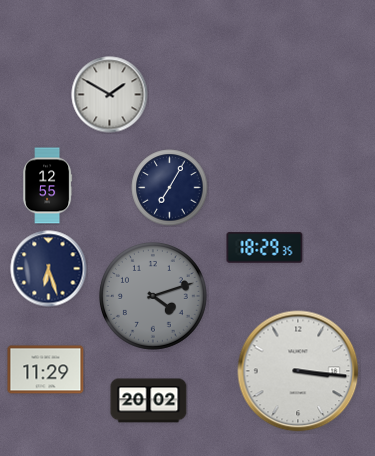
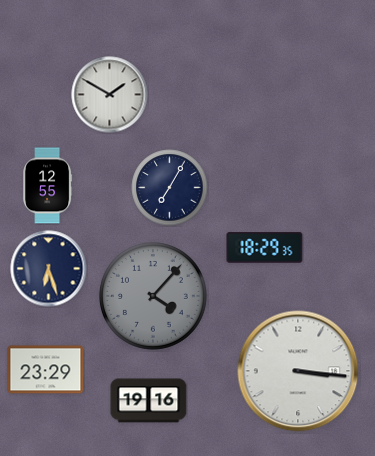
clock at (153, 296): 4:12 -> 4:07
clock at (46, 370): 11:29 -> 23:29
clock at (149, 401): 20:02 -> 19:16
